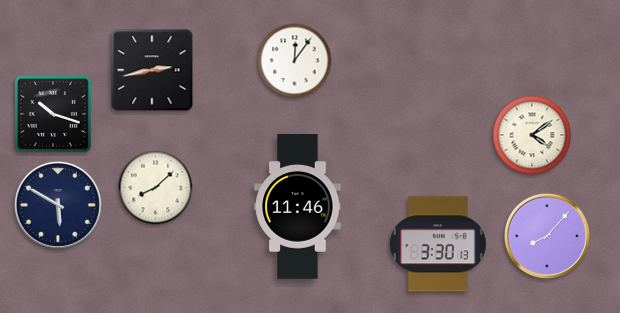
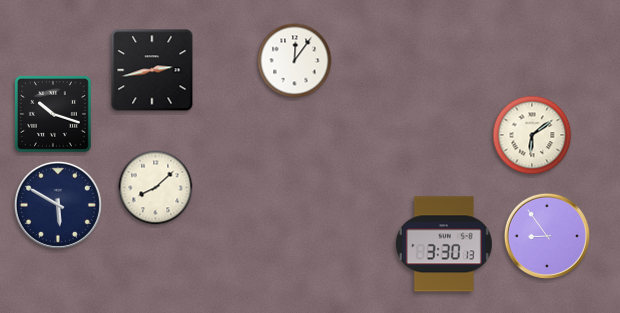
clock at (532, 135): 4:09 -> 6:09
clock at (298, 207): 11:46 -> none
clock at (547, 236): 8:07 -> 8:54
clock at (438, 244) position: (438, 244) -> (444, 244)
